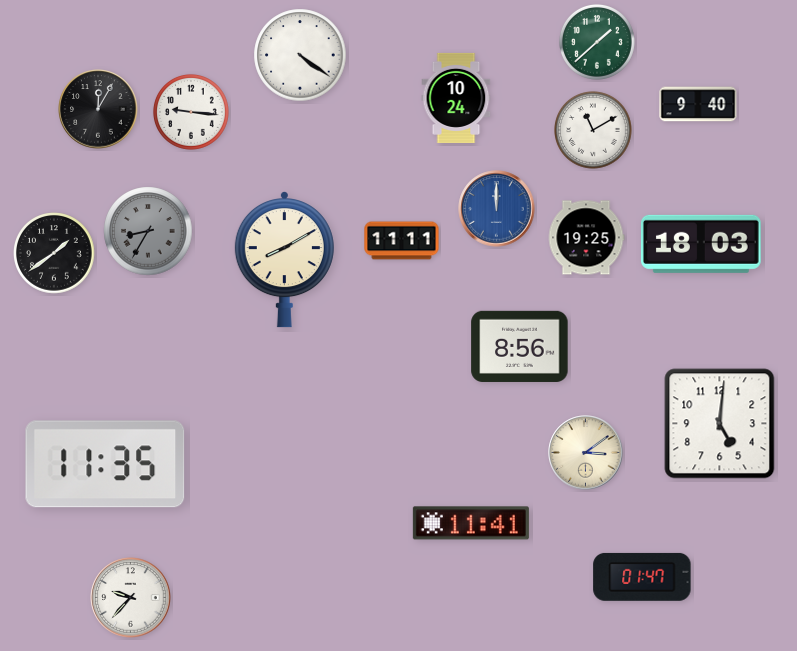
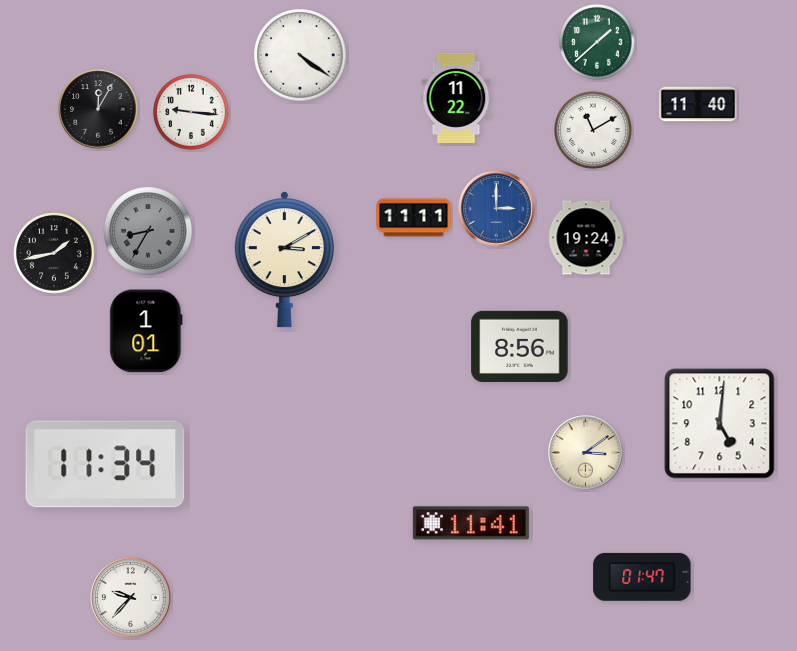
clock at (456, 98): 10:24 -> 11:22
clock at (698, 104): 9:40 -> 11:40
clock at (497, 209): 12:00 -> 3:00
clock at (586, 238): 19:25 -> 19:24
clock at (402, 241) position: (402, 241) -> (414, 218)
clock at (701, 244): 18:03 -> none
clock at (54, 253): 1:39 -> 1:43
clock at (284, 260): 8:10 -> 3:10
clock at (146, 331): none -> 1:01
clock at (105, 464): 11:35 -> 11:34
